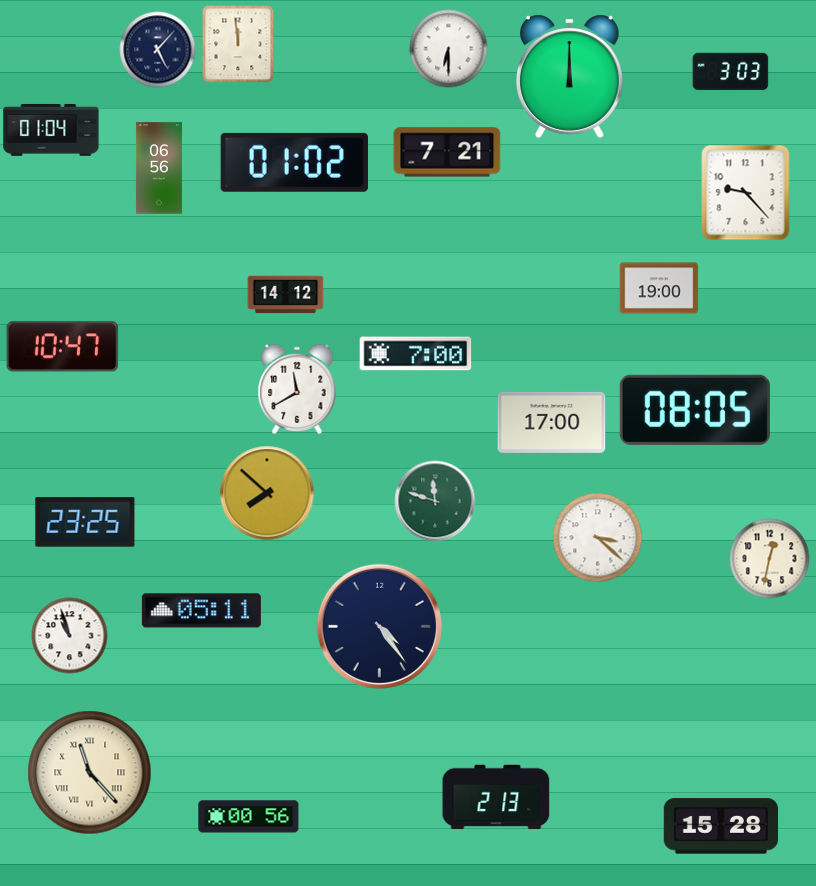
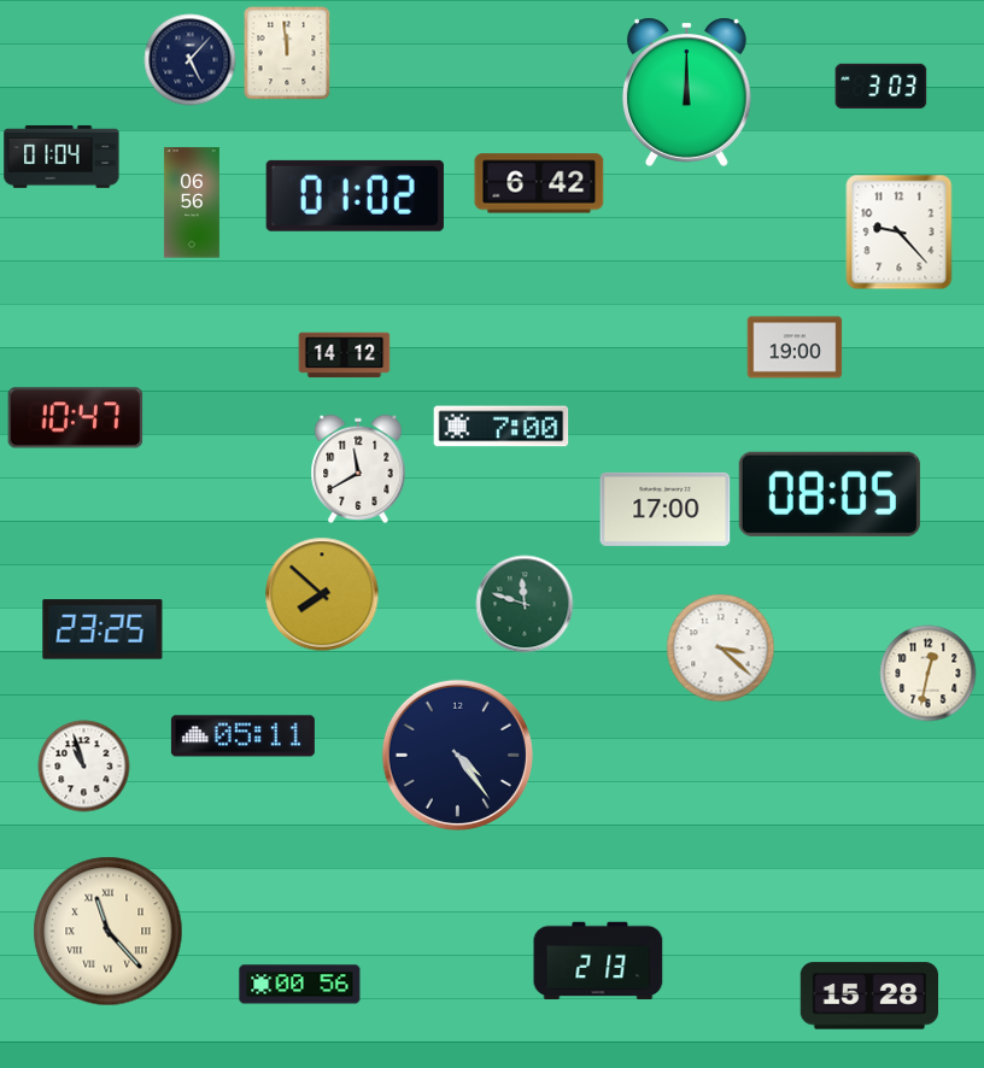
clock at (449, 49): 6:30 -> none
clock at (447, 152): 7:21 -> 6:42
clock at (695, 410) position: (695, 410) -> (830, 494)
